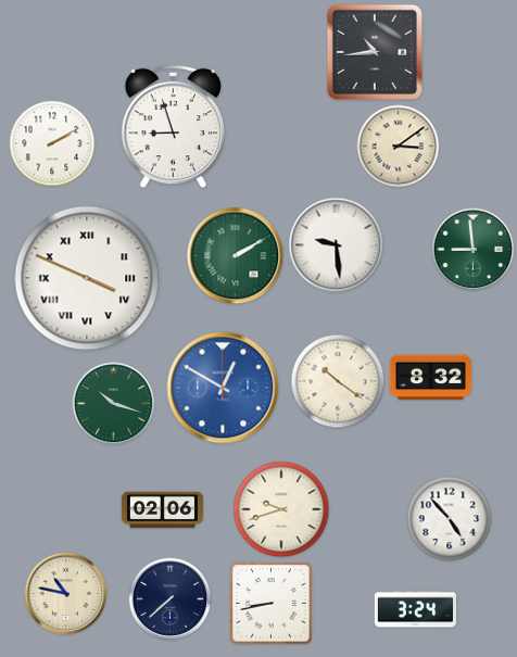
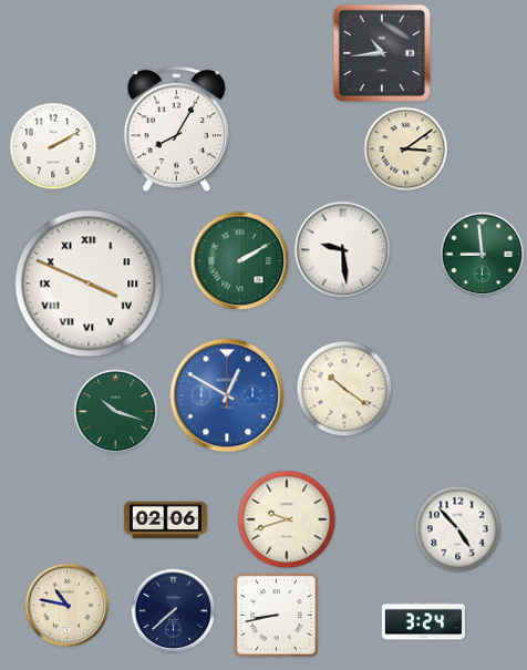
clock at (173, 127): 8:57 -> 8:05
clock at (430, 378): 8:32 -> none
